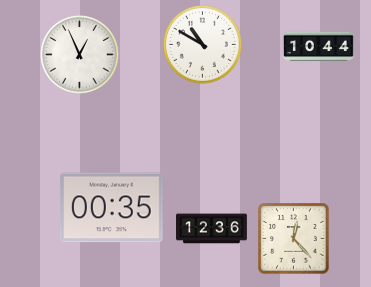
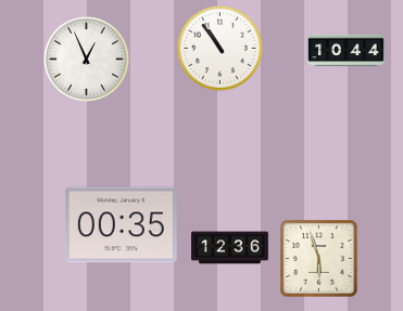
clock at (203, 45): 10:50 -> 10:54
clock at (294, 239): 12:23 -> 5:57
